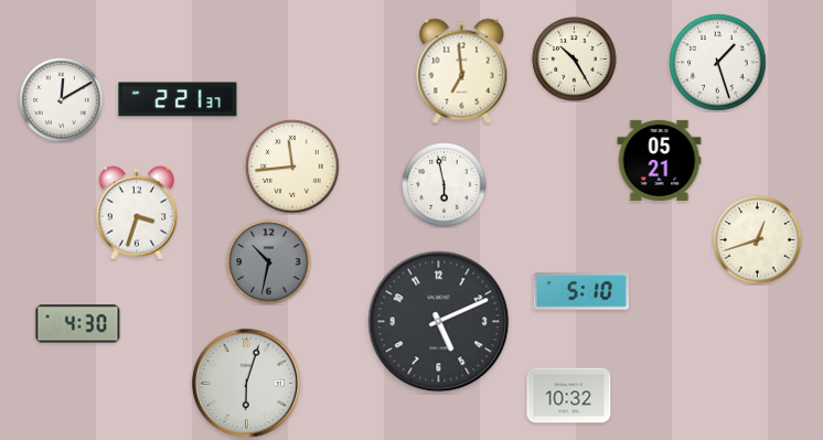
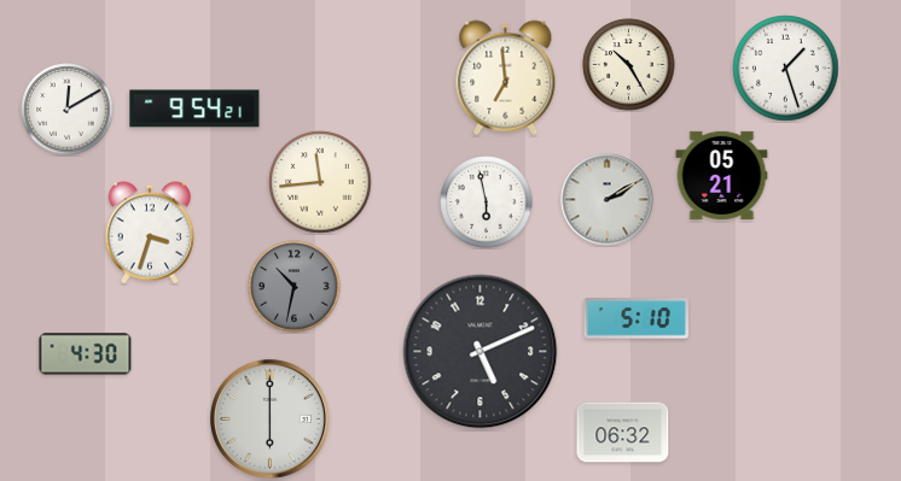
clock at (178, 99): 2:21 -> 9:54
clock at (608, 200): none -> 2:10
clock at (758, 240): 12:42 -> none
clock at (246, 383): 6:03 -> 6:00
clock at (569, 396): 10:32 -> 06:32
